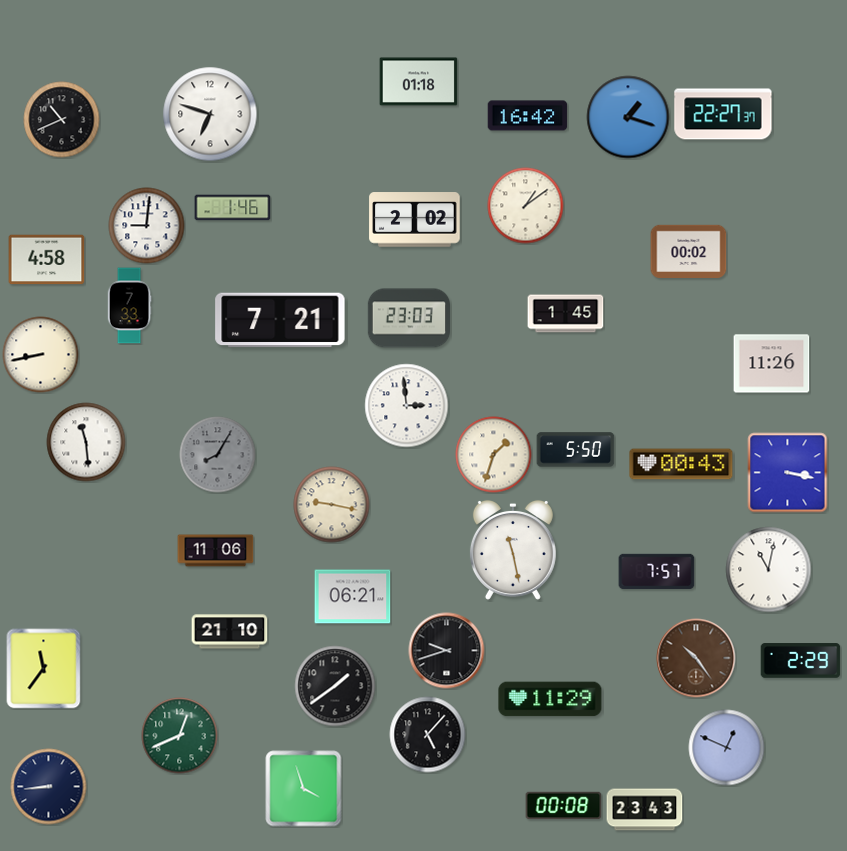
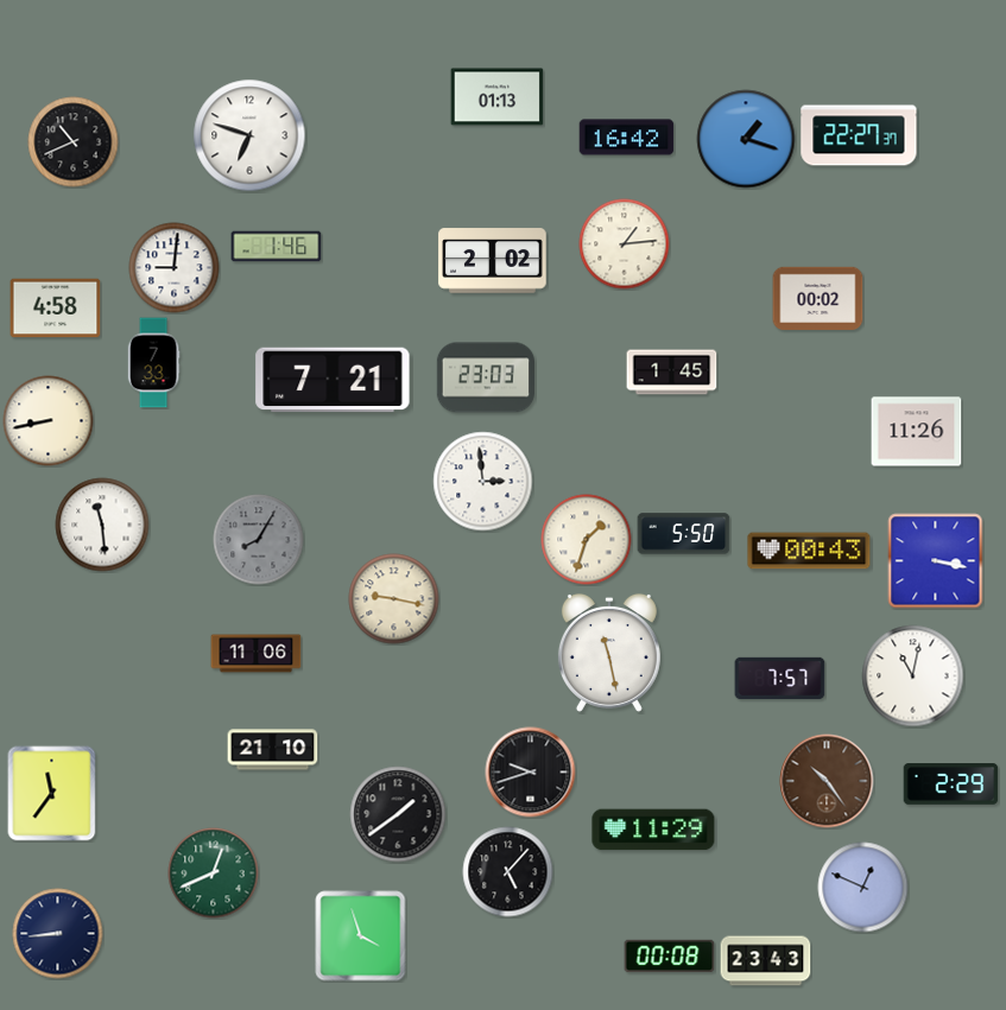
clock at (419, 82): 01:18 -> 01:13
clock at (526, 206): 1:09 -> 1:14
clock at (353, 597): 06:21 -> none
